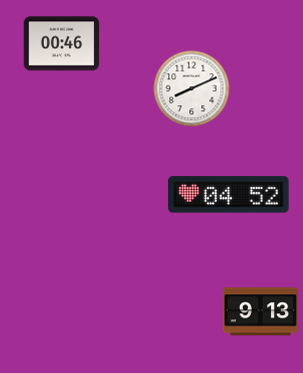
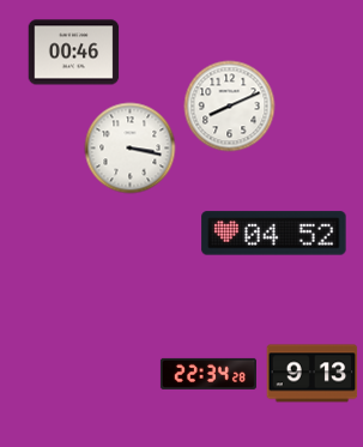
clock at (131, 149): none -> 3:17
clock at (208, 374): none -> 22:34
